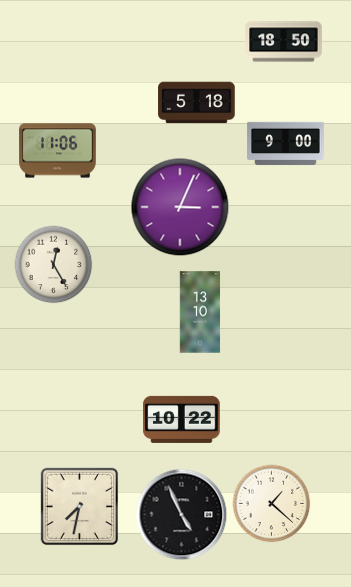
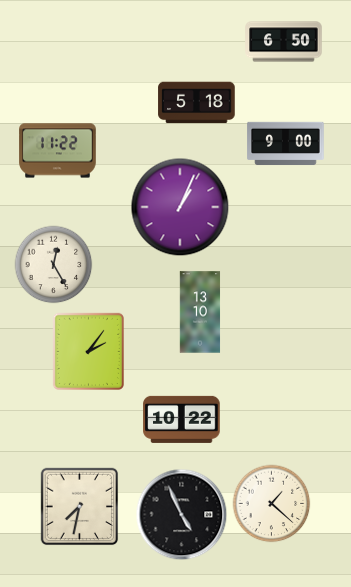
clock at (284, 42): 18:50 -> 6:50
clock at (58, 151): 11:06 -> 11:22
clock at (180, 207): 3:04 -> 1:04
clock at (88, 351): none -> 2:06
